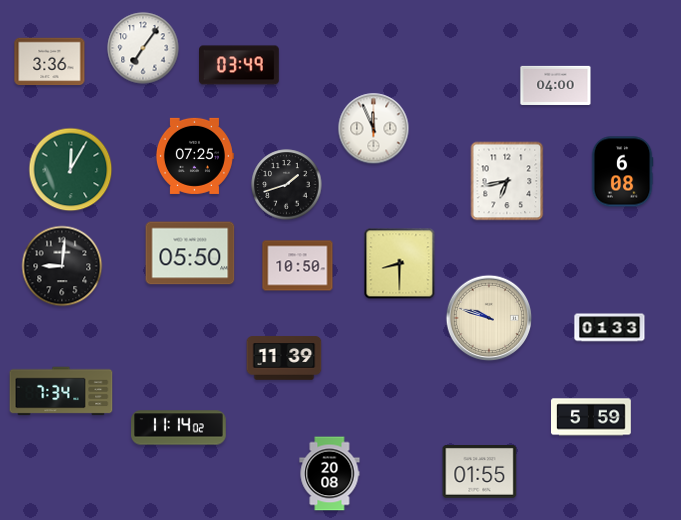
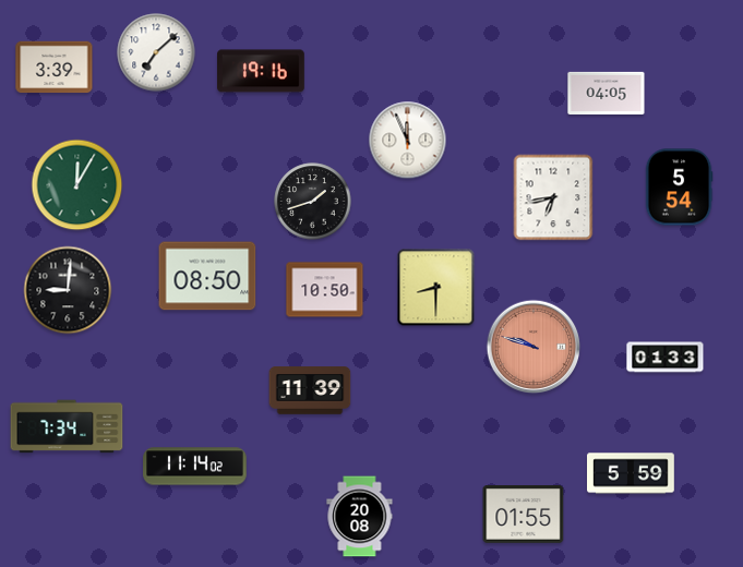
clock at (143, 48): 7:06 -> 7:08
clock at (50, 62): 3:36 -> 3:39
clock at (240, 65): 03:49 -> 19:16
clock at (556, 85): 04:00 -> 04:05
clock at (194, 156): 07:25 -> none
clock at (622, 172): 6:08 -> 5:54
clock at (190, 253): 05:50 -> 08:50
clock at (489, 318) dial: cream -> salmon
clock at (592, 417) position: (592, 417) -> (632, 473)
